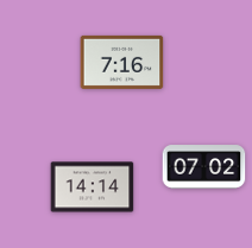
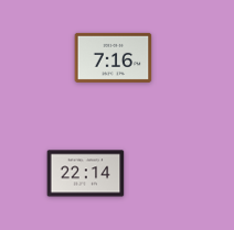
clock at (204, 167): 07:02 -> none
clock at (93, 187): 14:14 -> 22:14
